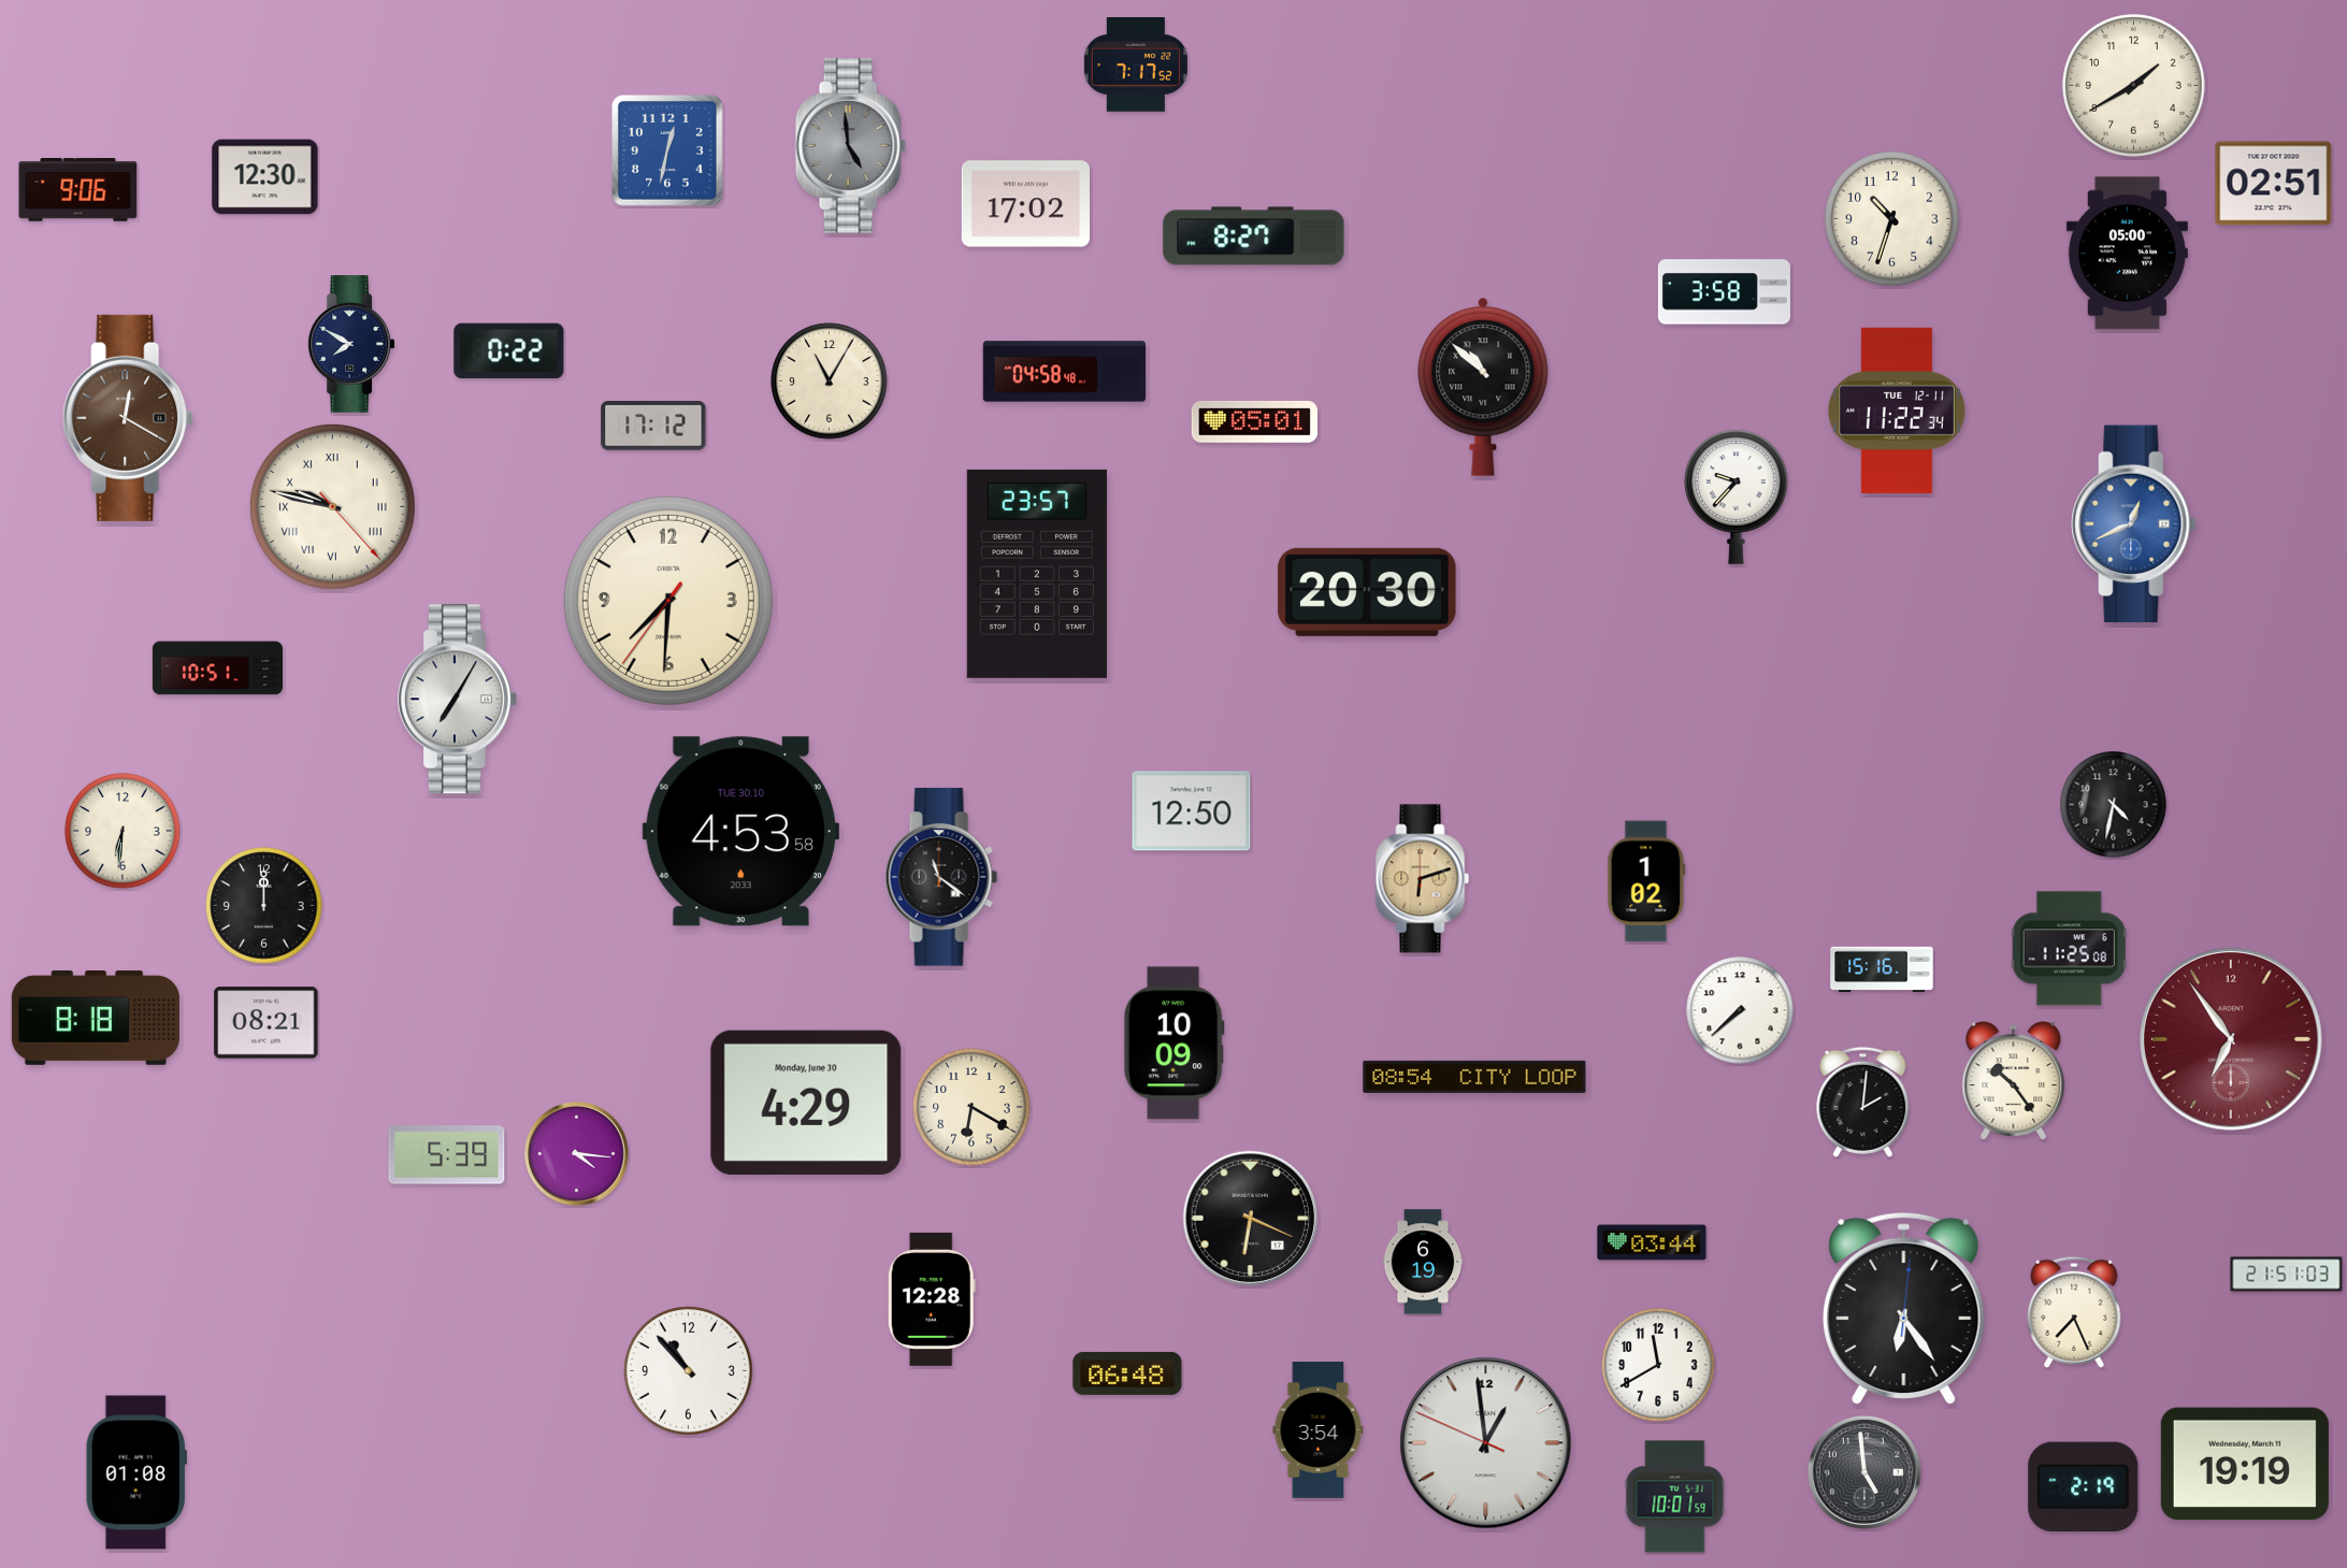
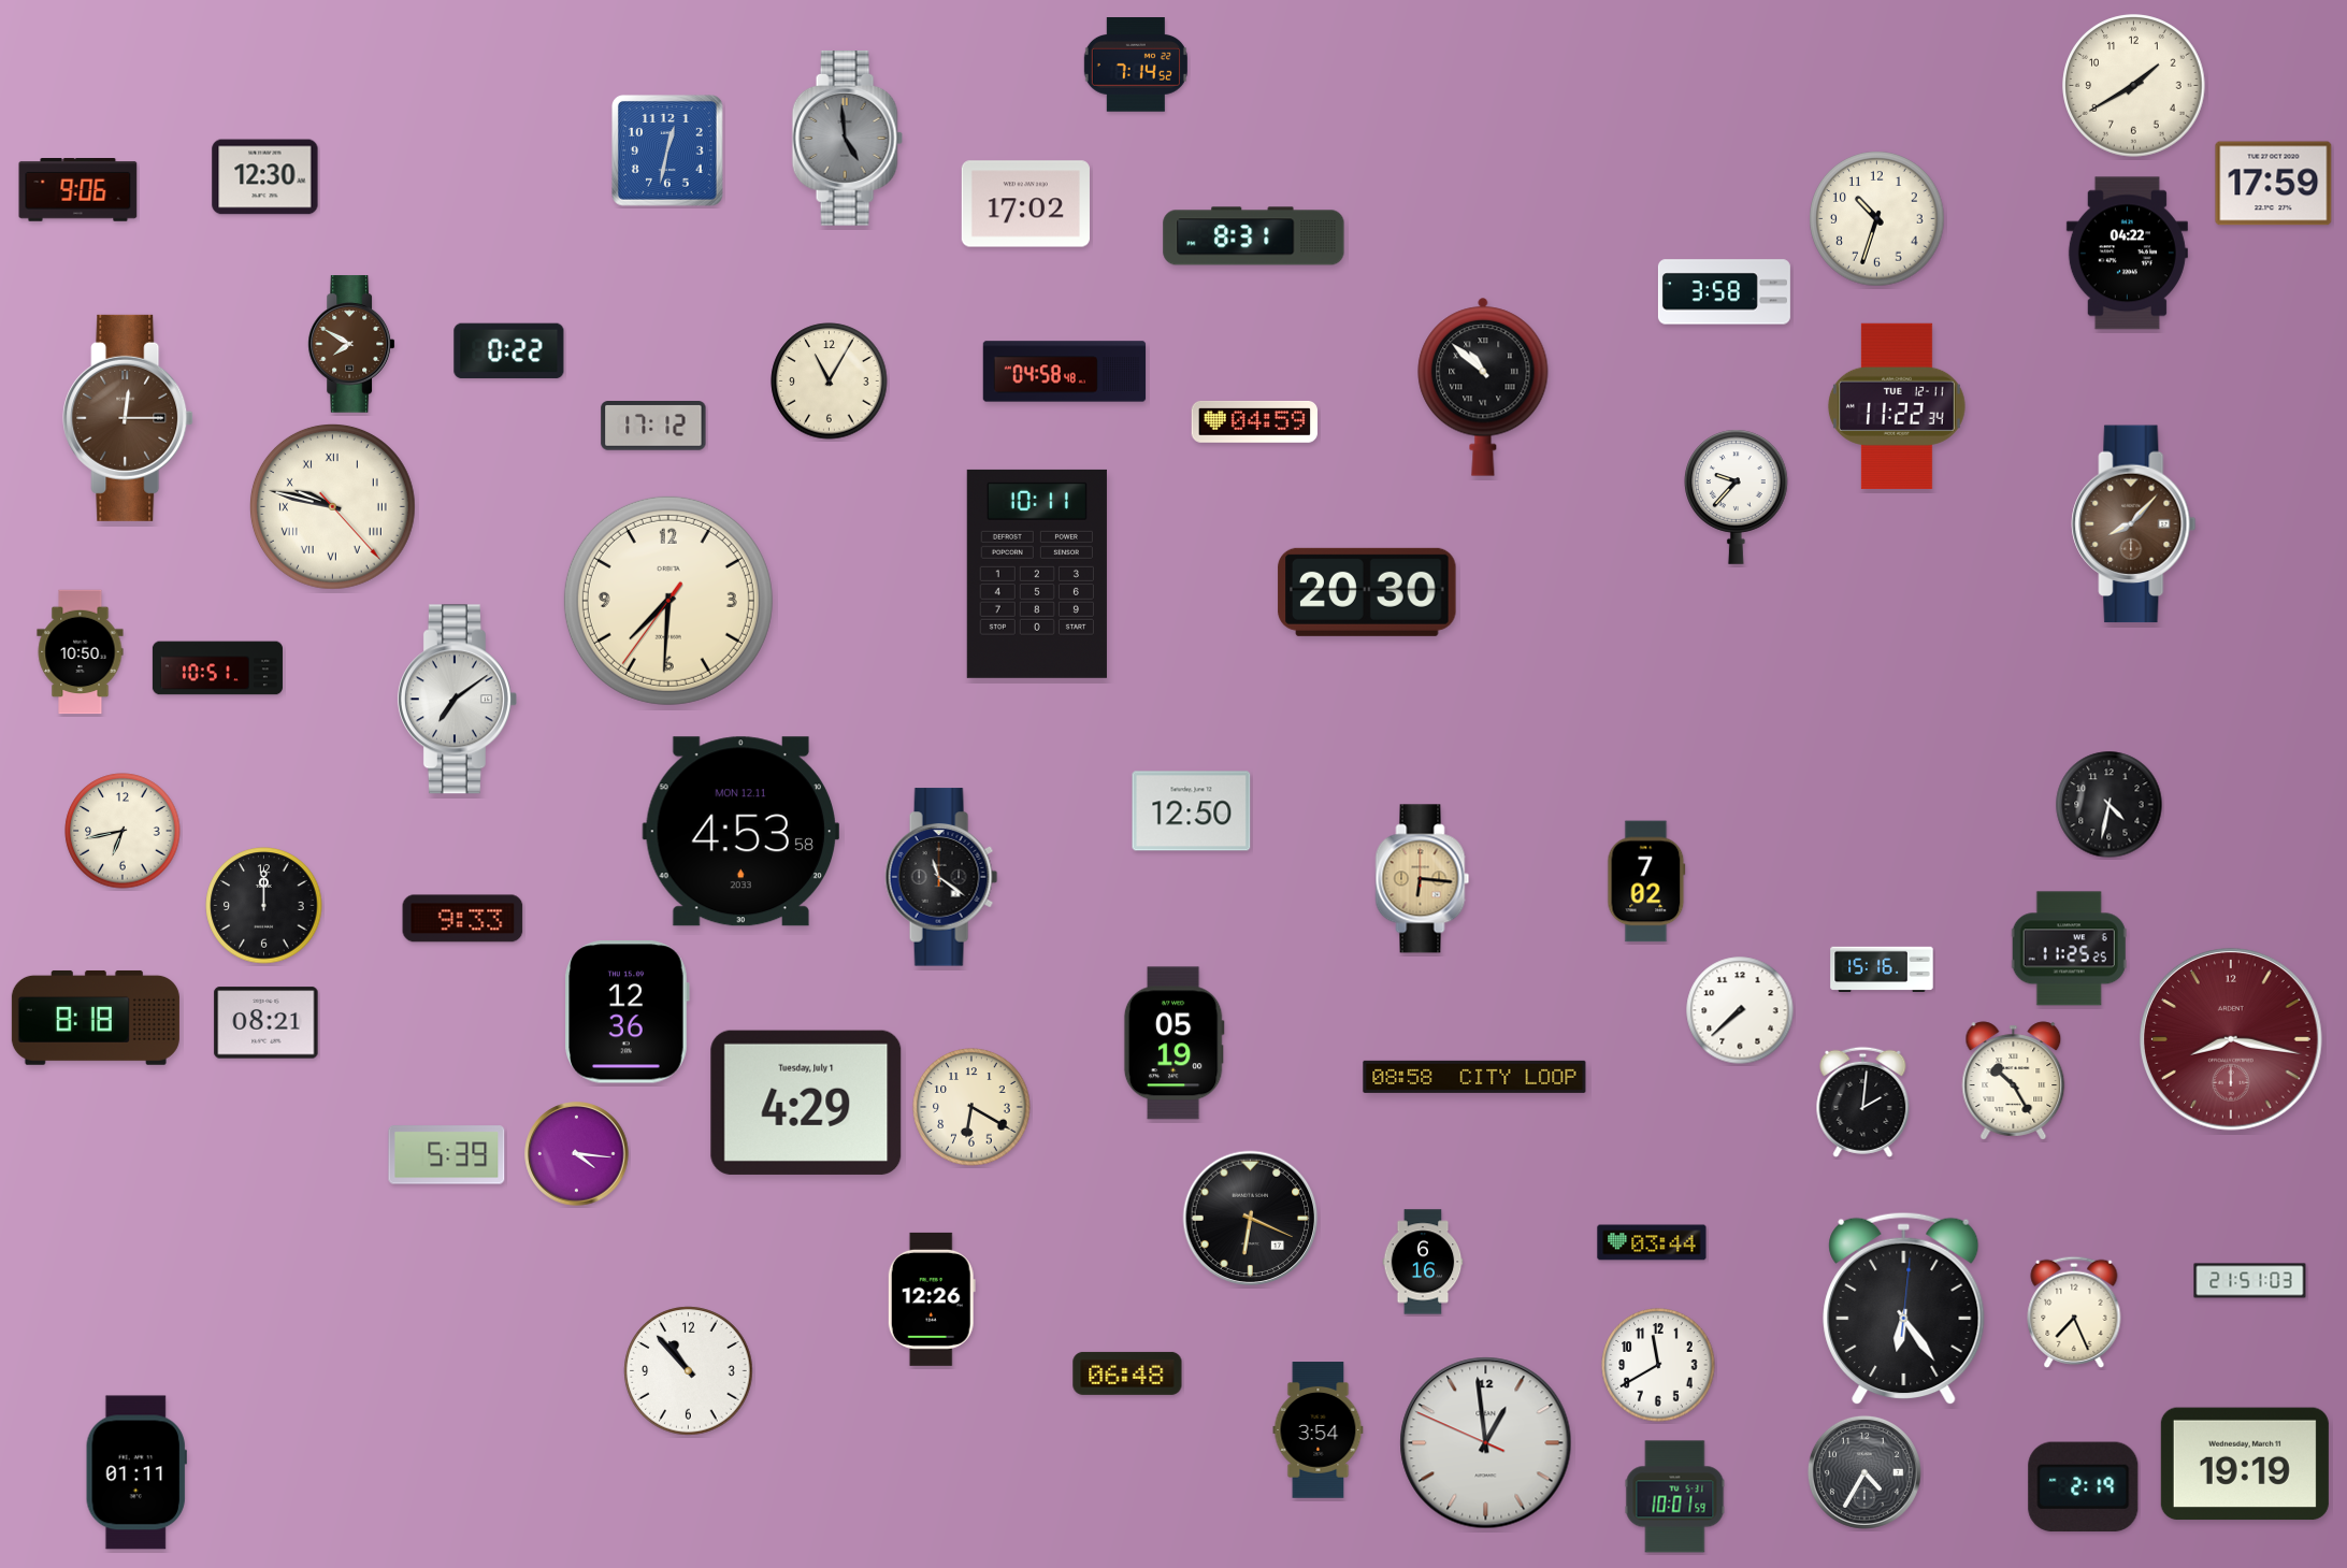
clock at (1136, 66): 7:17 -> 7:14
clock at (850, 146) position: (850, 146) -> (847, 139)
clock at (2274, 184): 02:51 -> 17:59
clock at (1892, 219) position: (1892, 219) -> (1877, 219)
clock at (1254, 236): 8:27 -> 8:31
clock at (2127, 254): 05:00 -> 04:22
clock at (351, 344) dial: navy -> brown
clock at (1897, 411) position: (1897, 411) -> (1897, 406)
clock at (128, 418): 12:20 -> 12:15
clock at (1254, 421): 05:01 -> 04:59
clock at (2134, 524): 12:41 -> 8:07
clock at (2134, 524) dial: blue -> brown
clock at (1037, 574): 23:57 -> 10:11
clock at (81, 652): none -> 10:50
clock at (457, 700): 7:05 -> 7:09
clock at (2114, 805) position: (2114, 805) -> (2110, 805)
clock at (123, 831): 6:31 -> 6:43
clock at (740, 832) date: TUE 30.10 -> MON 12.11
clock at (1423, 879): 6:12 -> 6:16
clock at (1646, 881): 1:02 -> 7:02
clock at (463, 919): none -> 9:33
clock at (2069, 949): 11:25:08 -> 11:25:25
clock at (627, 1012): none -> 12:36
clock at (2231, 1039): 6:54 -> 8:17
clock at (1173, 1044): 10:09 -> 05:19
clock at (1474, 1077): 08:54 -> 08:58
clock at (2014, 1081): 10:24 -> 10:25
clock at (806, 1103) date: Monday, June 30 -> Tuesday, July 1
clock at (1423, 1262): 6:19 -> 6:16
clock at (2287, 1275) position: (2287, 1275) -> (2250, 1281)
clock at (932, 1299): 12:28 -> 12:26
clock at (136, 1472): 01:08 -> 01:11
clock at (1864, 1472): 4:59 -> 4:35
